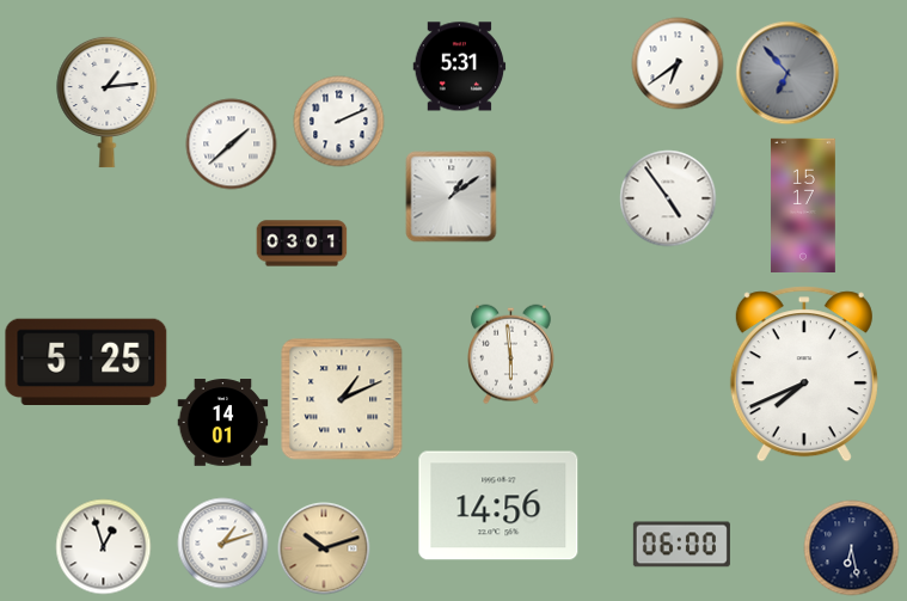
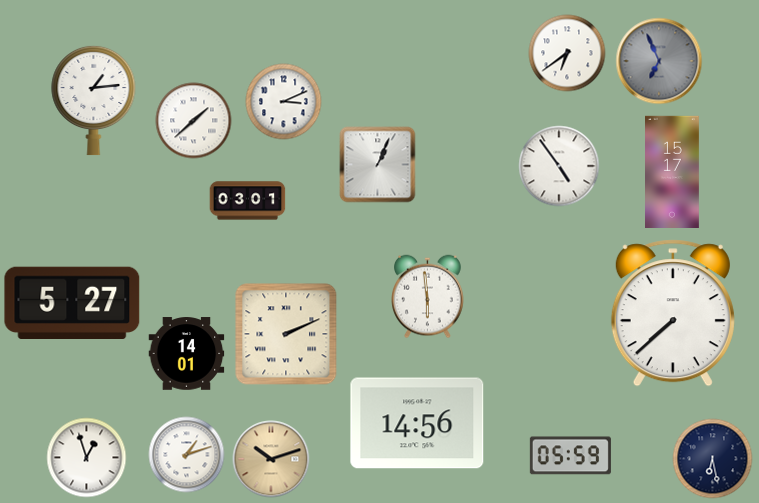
clock at (460, 67): 5:31 -> none
clock at (788, 73): 6:53 -> 6:56
clock at (108, 102) position: (108, 102) -> (94, 100)
clock at (339, 122): 2:11 -> 3:11
clock at (452, 197): 1:09 -> 1:04
clock at (302, 244) position: (302, 244) -> (248, 201)
clock at (86, 361): 5:25 -> 5:27
clock at (804, 374): 7:41 -> 7:38
clock at (342, 399): 1:11 -> 2:11
clock at (681, 545): 06:00 -> 05:59
